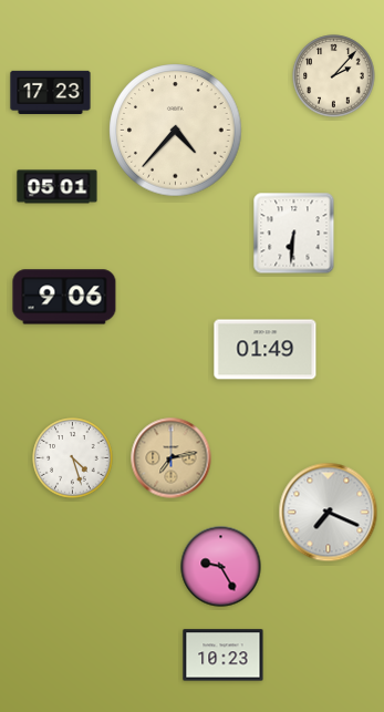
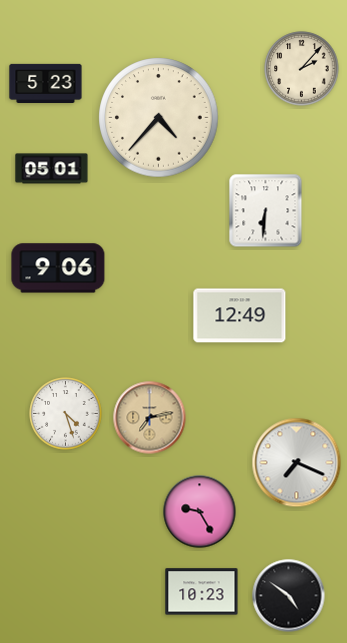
clock at (51, 92): 17:23 -> 5:23
clock at (266, 350): 01:49 -> 12:49
clock at (172, 458) position: (172, 458) -> (150, 418)
clock at (289, 596): none -> 4:51
